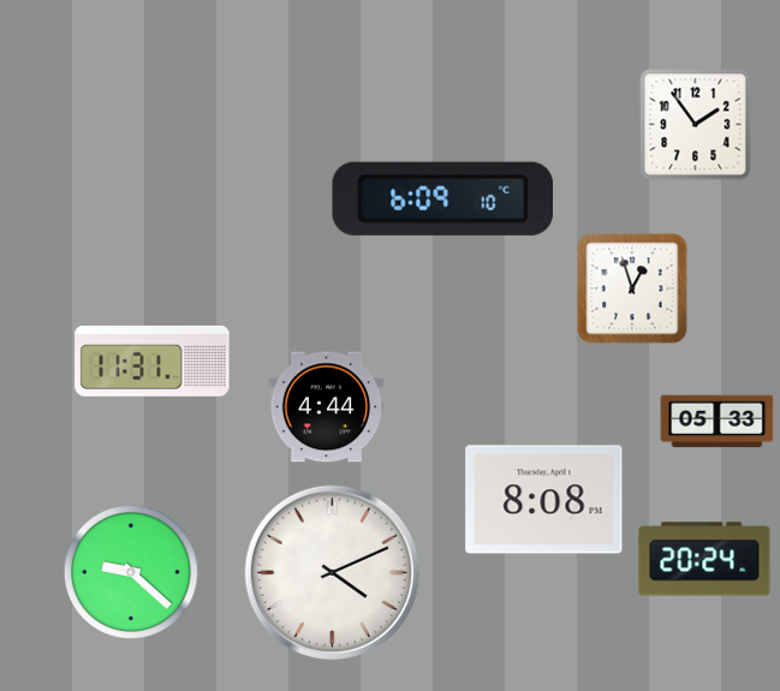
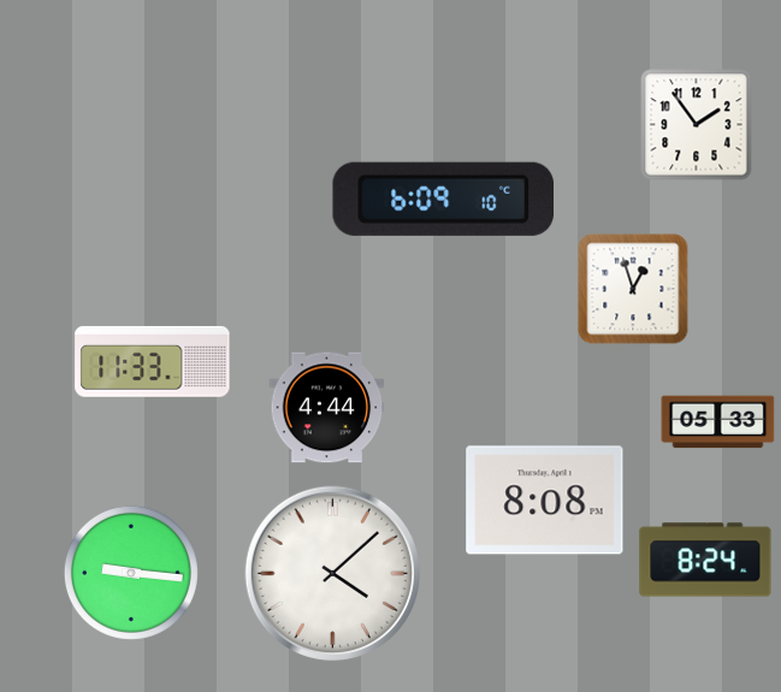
clock at (153, 361): 11:31 -> 11:33
clock at (704, 559): 20:24 -> 8:24
clock at (131, 572): 9:22 -> 9:16
clock at (332, 572): 4:11 -> 4:08
